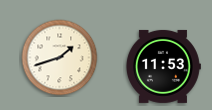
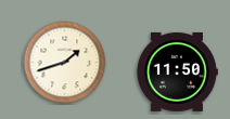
clock at (163, 66): 11:53 -> 11:50
